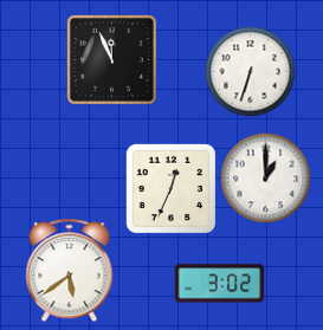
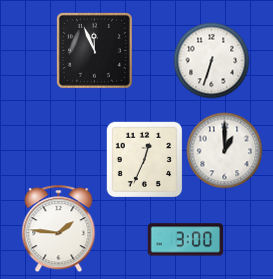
clock at (70, 271): 5:39 -> 1:46
clock at (220, 284): 3:02 -> 3:00
